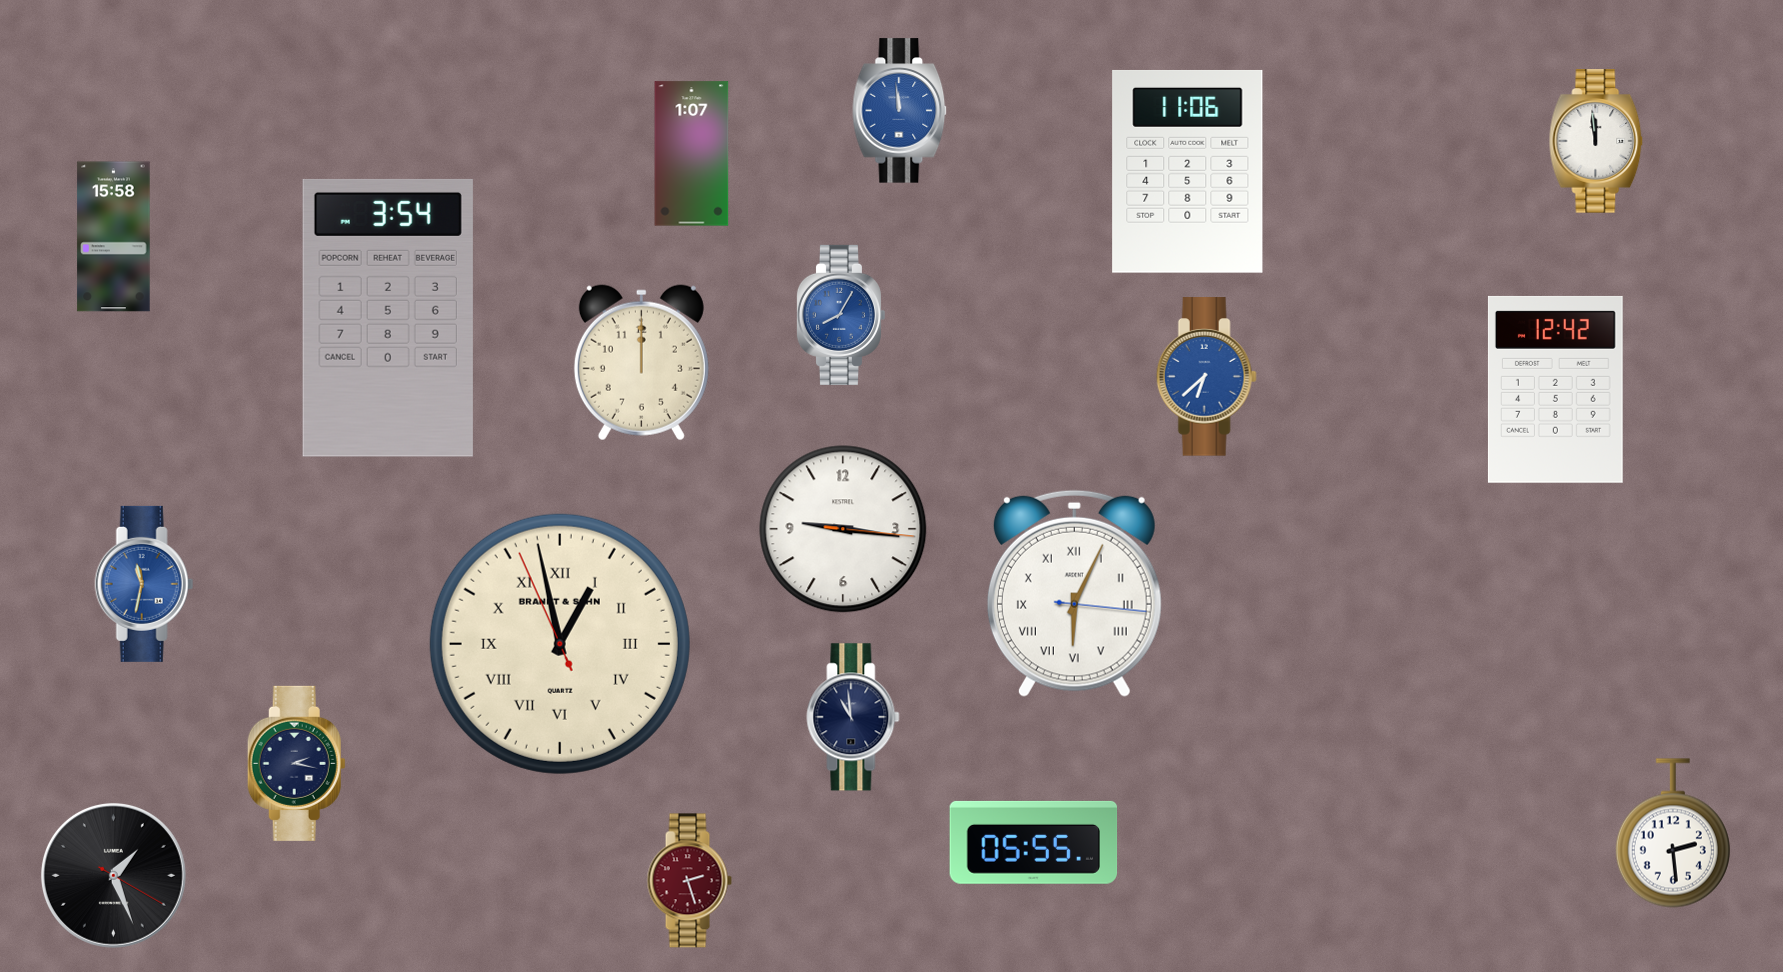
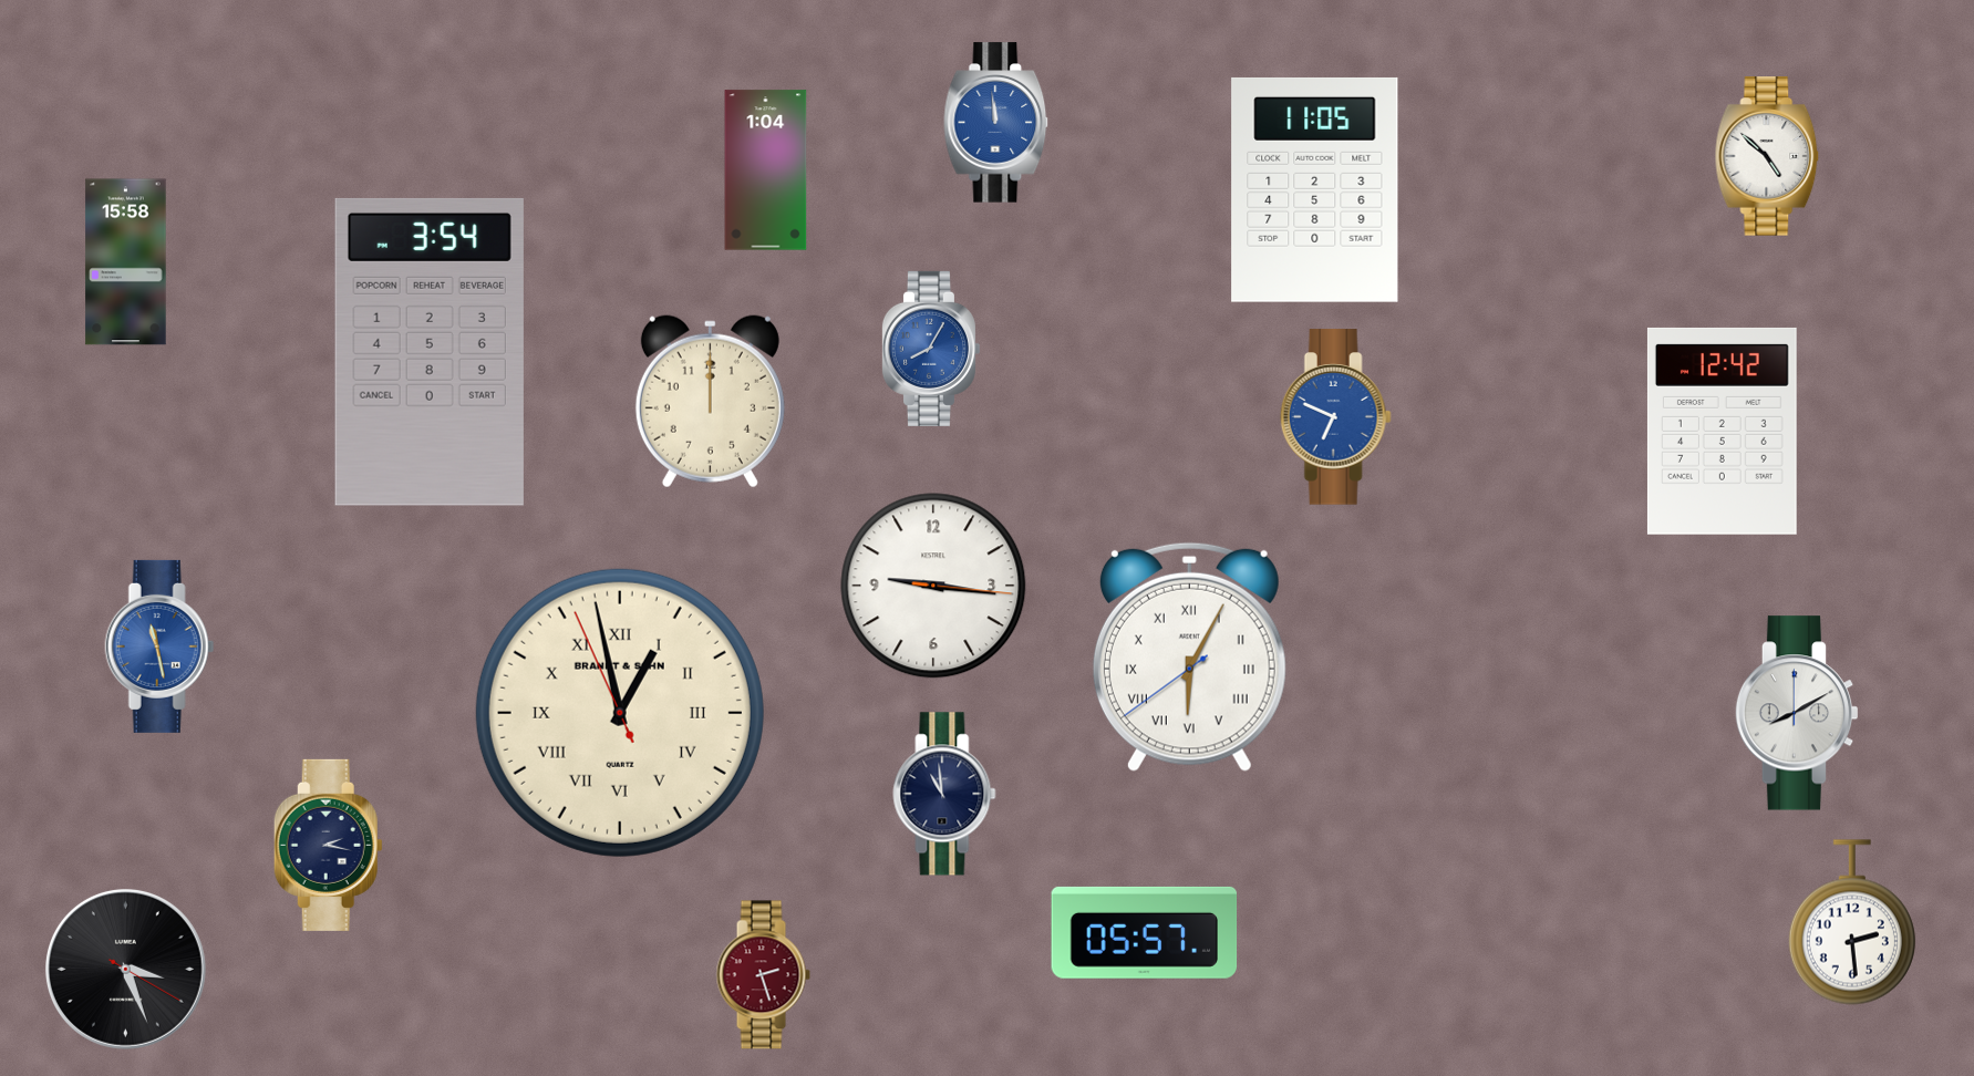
clock at (1596, 141): 11:59 -> 4:52
clock at (692, 154): 1:07 -> 1:04
clock at (1188, 171): 11:06 -> 11:05
clock at (1206, 377): 6:38 -> 6:49
clock at (144, 584): 11:32 -> 11:28
clock at (1074, 593): 6:04:16 -> 6:04:39
clock at (1797, 713): none -> 8:10
clock at (1034, 842): 05:55 -> 05:57
clock at (113, 875): 1:26 -> 3:26
